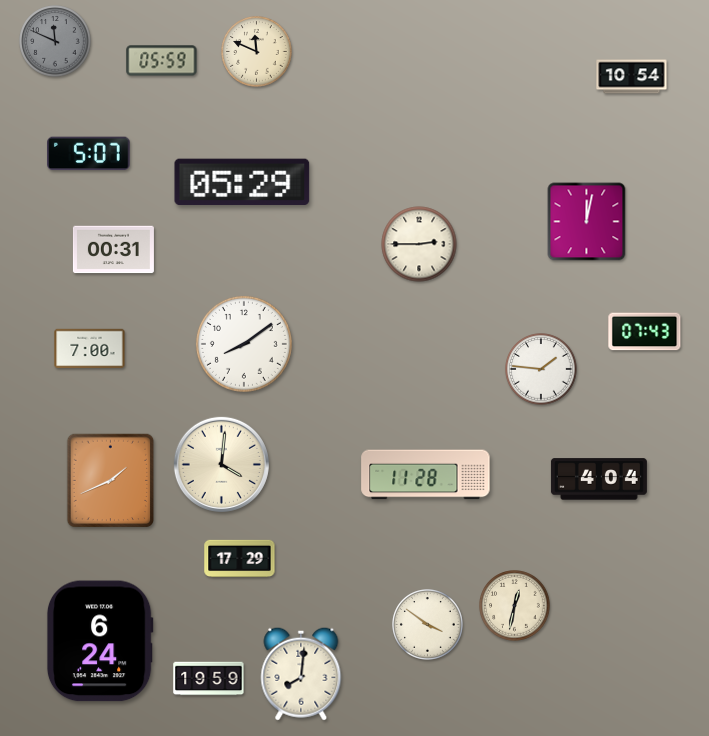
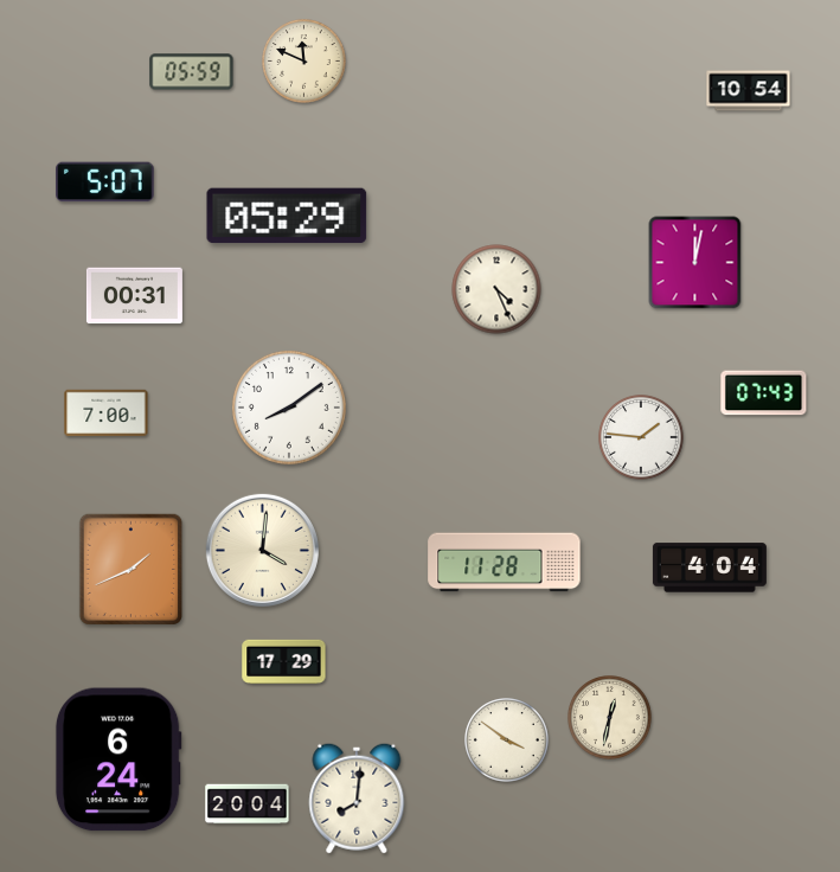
clock at (55, 41): 11:49 -> none
clock at (419, 244): 2:45 -> 4:26
clock at (209, 679): 19:59 -> 20:04
